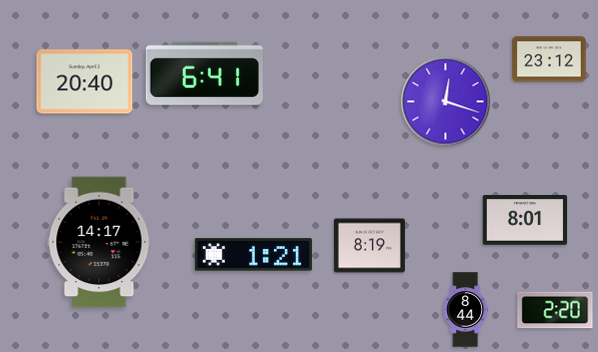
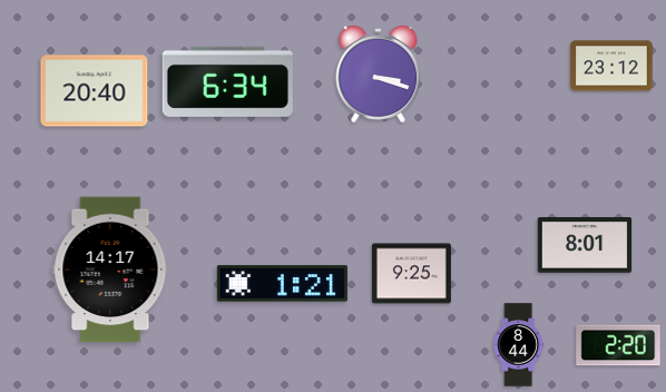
clock at (379, 75): none -> 3:18
clock at (204, 73): 6:41 -> 6:34
clock at (446, 102): 12:18 -> none
clock at (369, 246): 8:19 -> 9:25
